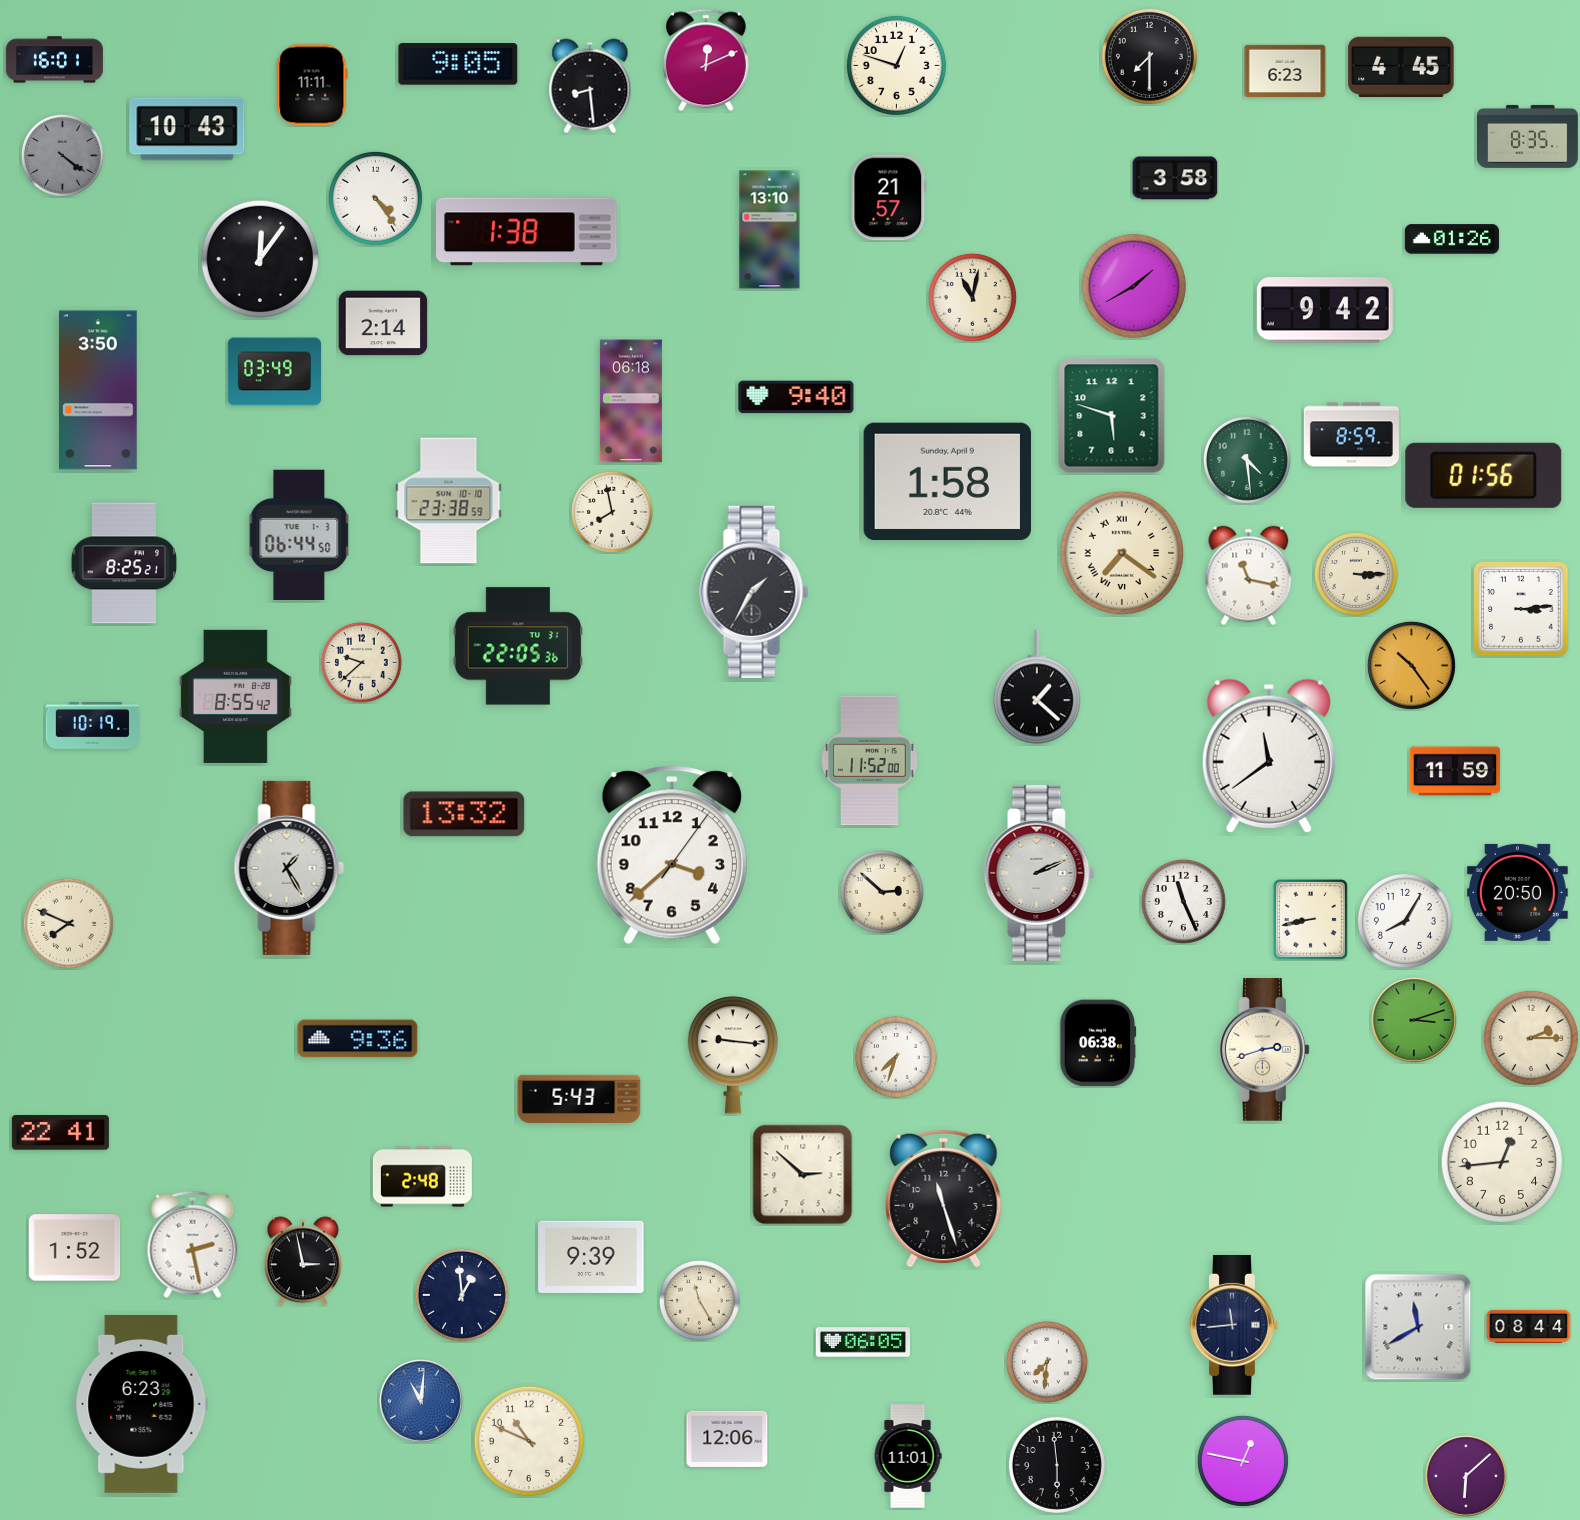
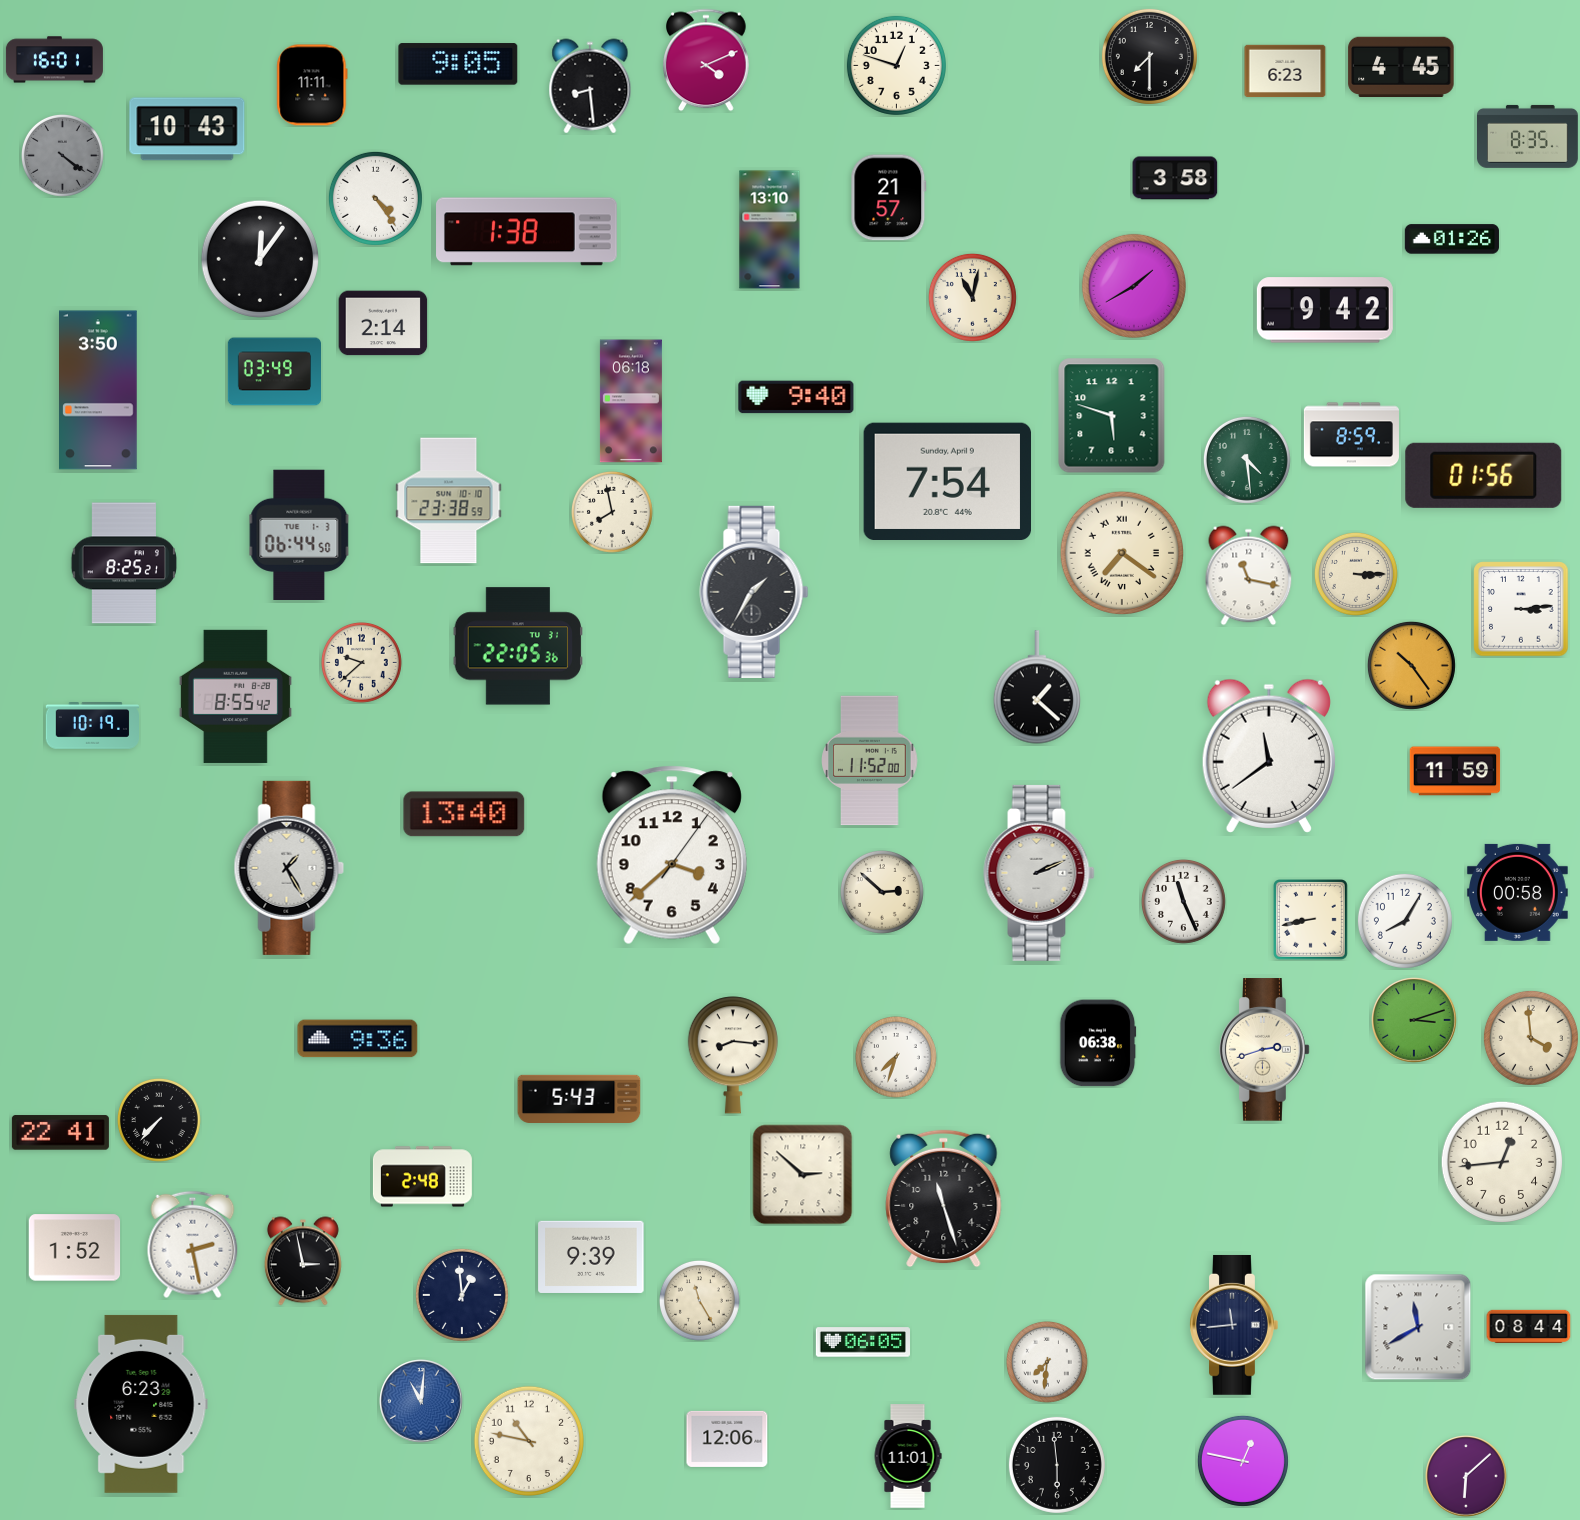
clock at (707, 60): 12:11 -> 4:11
clock at (947, 481): 1:58 -> 7:54
clock at (464, 814): 13:32 -> 13:40
clock at (1517, 892): 20:50 -> 00:58
clock at (68, 923): 7:49 -> none
clock at (1531, 1038): 2:15 -> 3:59
clock at (733, 1055): 9:16 -> 8:16
clock at (159, 1120): none -> 7:37
clock at (529, 1441): 10:49 -> 10:47
